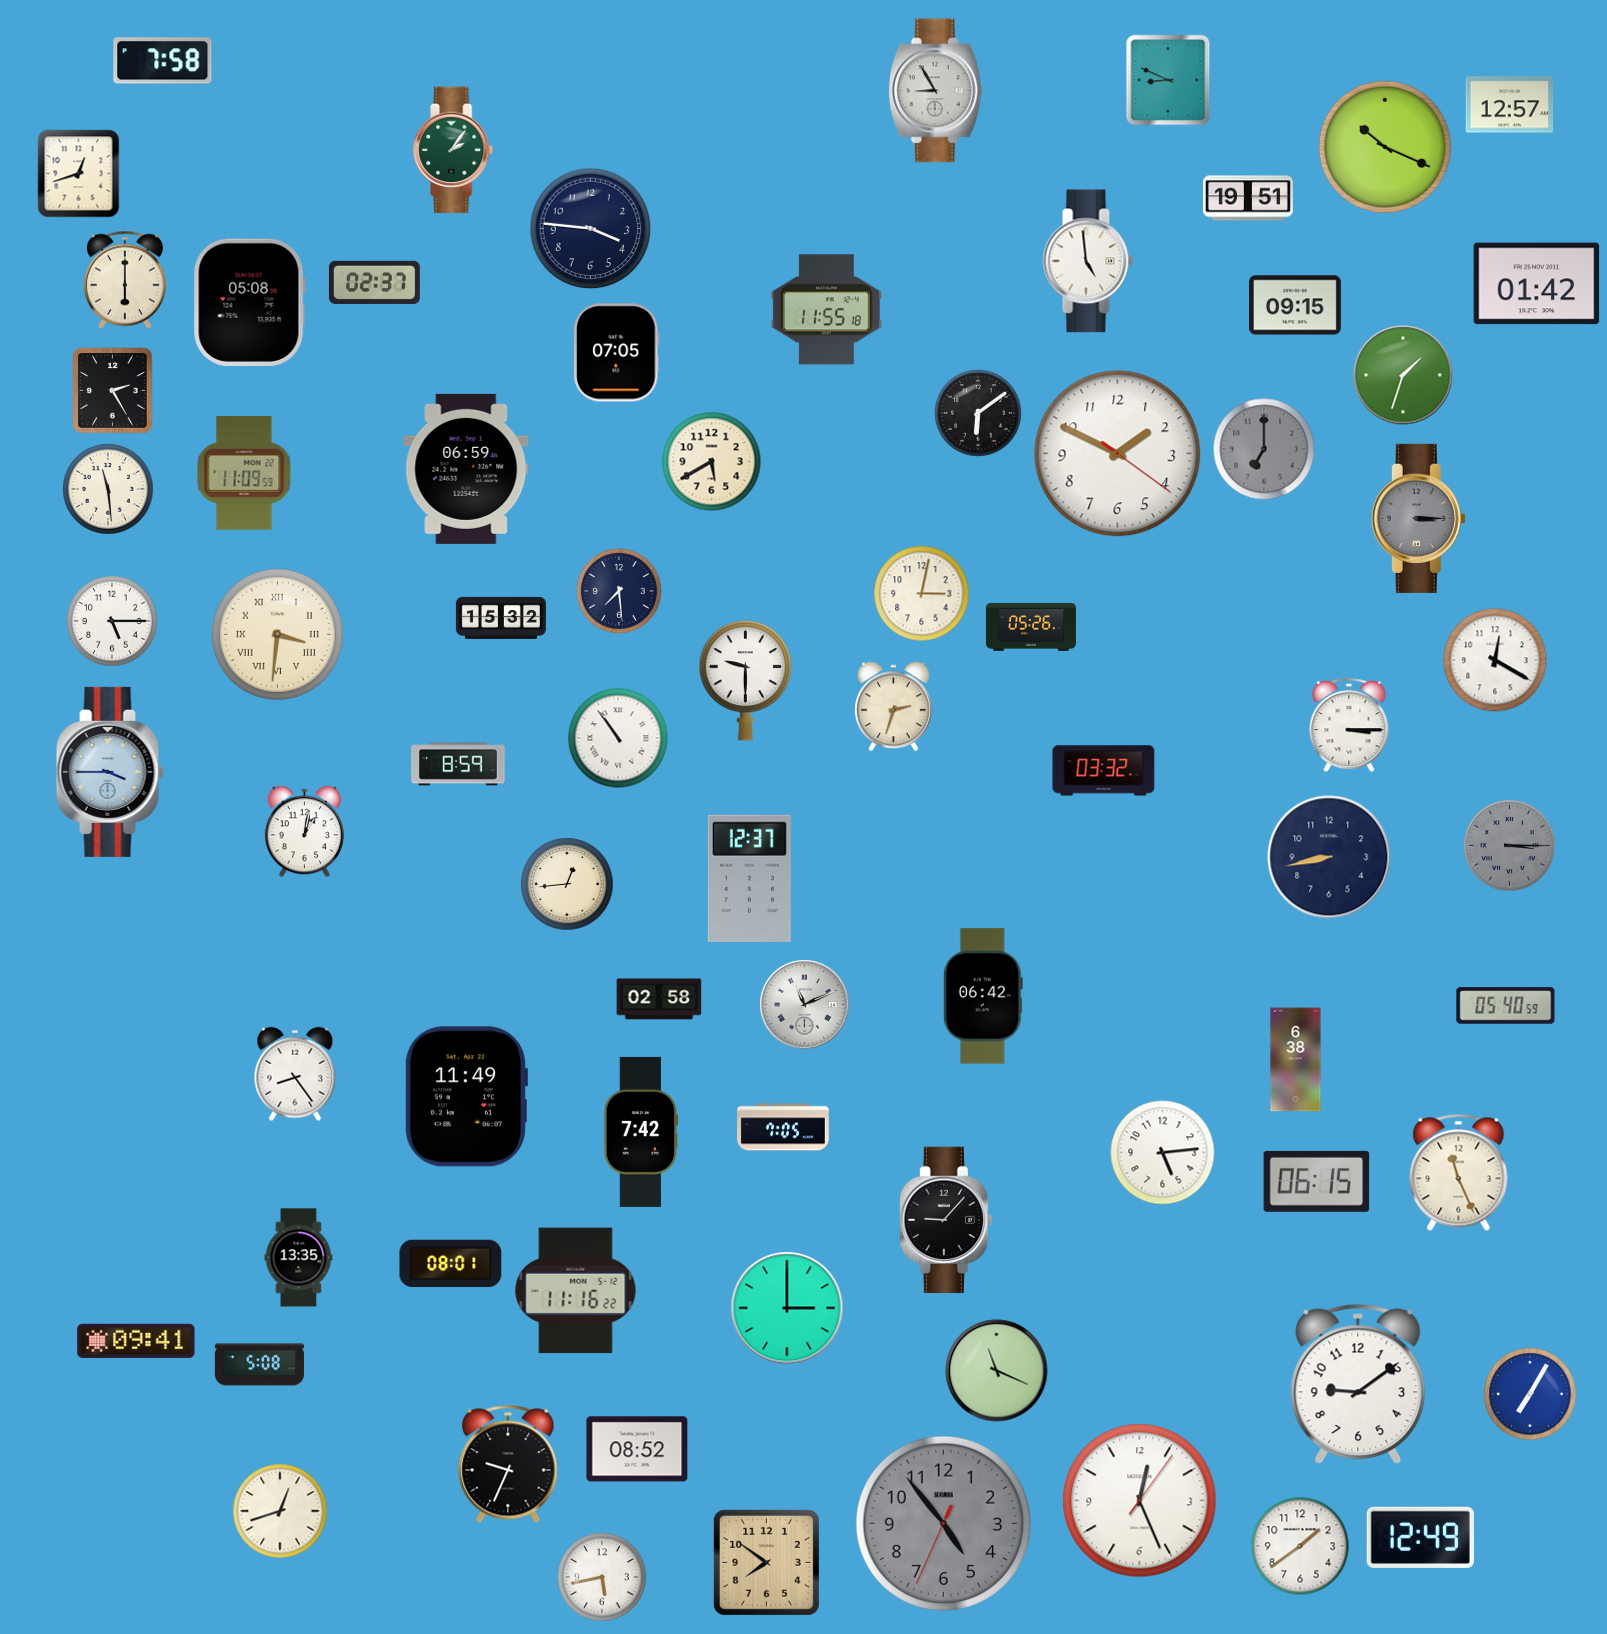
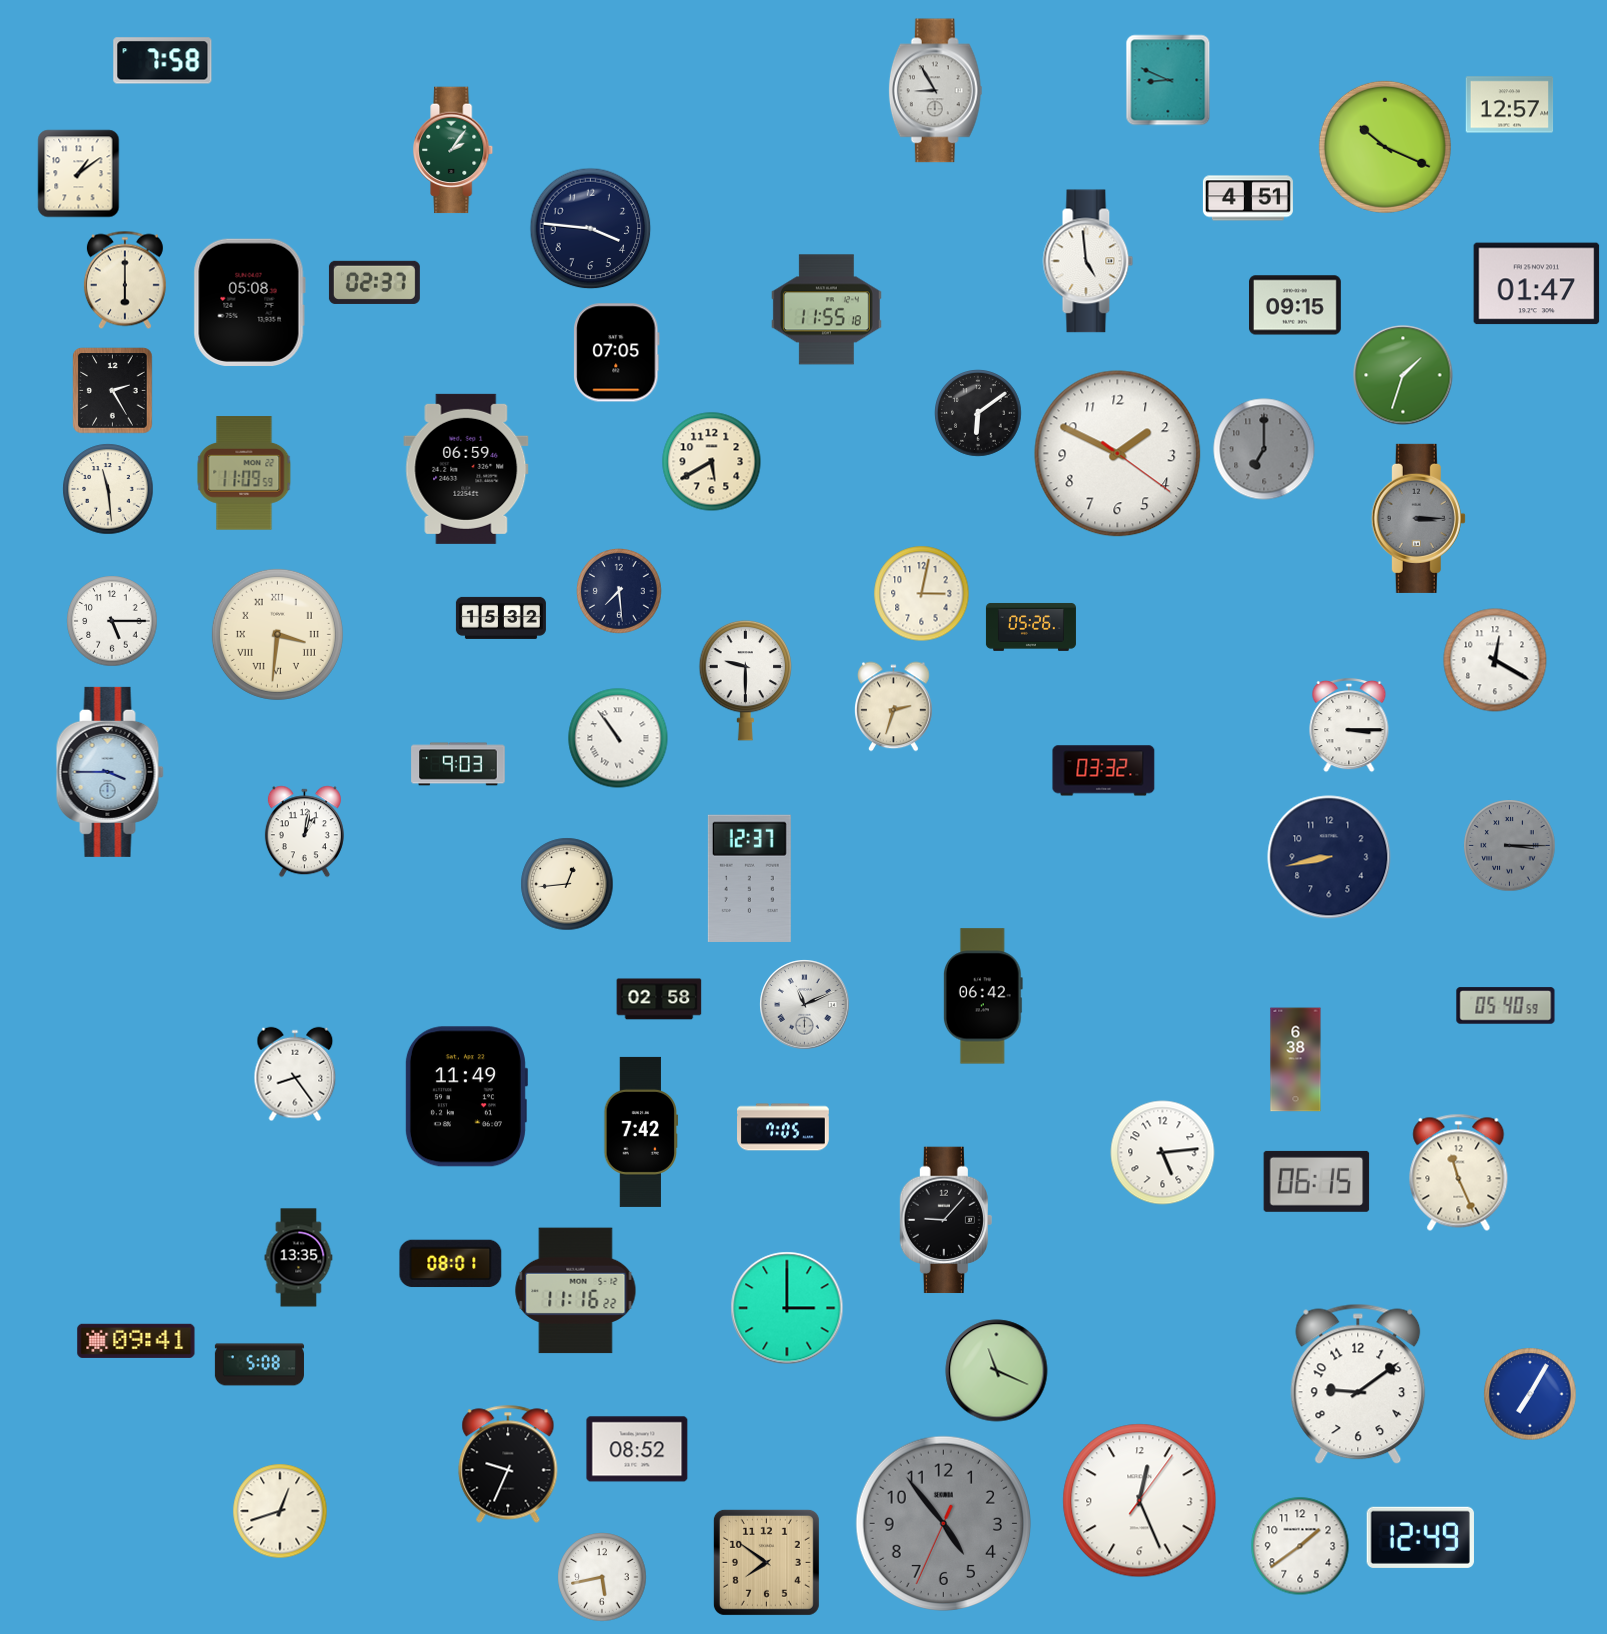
clock at (79, 174): 12:42 -> 1:09
clock at (1248, 198): 19:51 -> 4:51
clock at (1537, 284): 01:42 -> 01:47
clock at (458, 764): 8:59 -> 9:03
